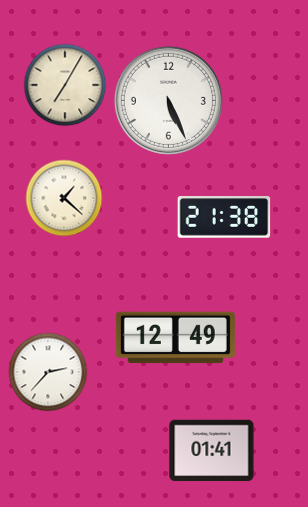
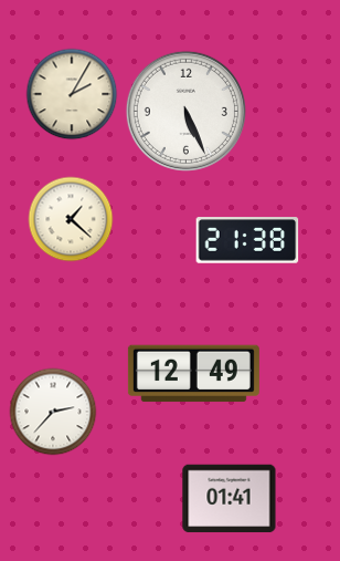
clock at (65, 85): 7:05 -> 2:05
clock at (212, 451) position: (212, 451) -> (230, 499)
